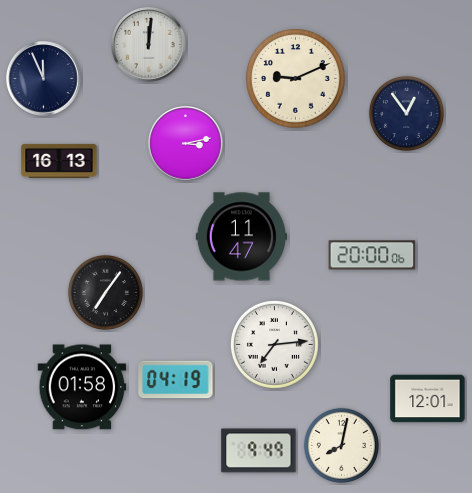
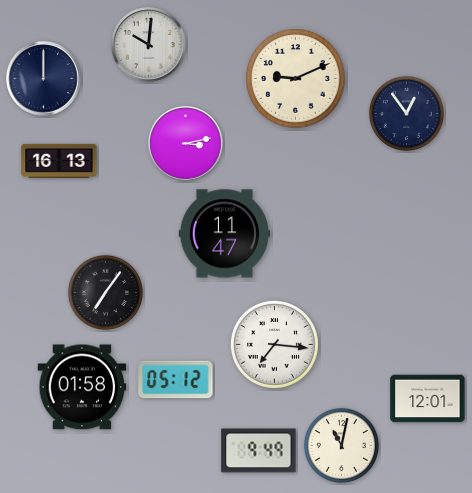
clock at (149, 45): 12:01 -> 10:01
clock at (44, 79): 11:56 -> 12:00
clock at (241, 237) position: (241, 237) -> (224, 234)
clock at (372, 255): 20:00 -> none
clock at (274, 344): 7:14 -> 7:16
clock at (176, 380): 04:19 -> 05:12
clock at (341, 445): 8:02 -> 11:02
